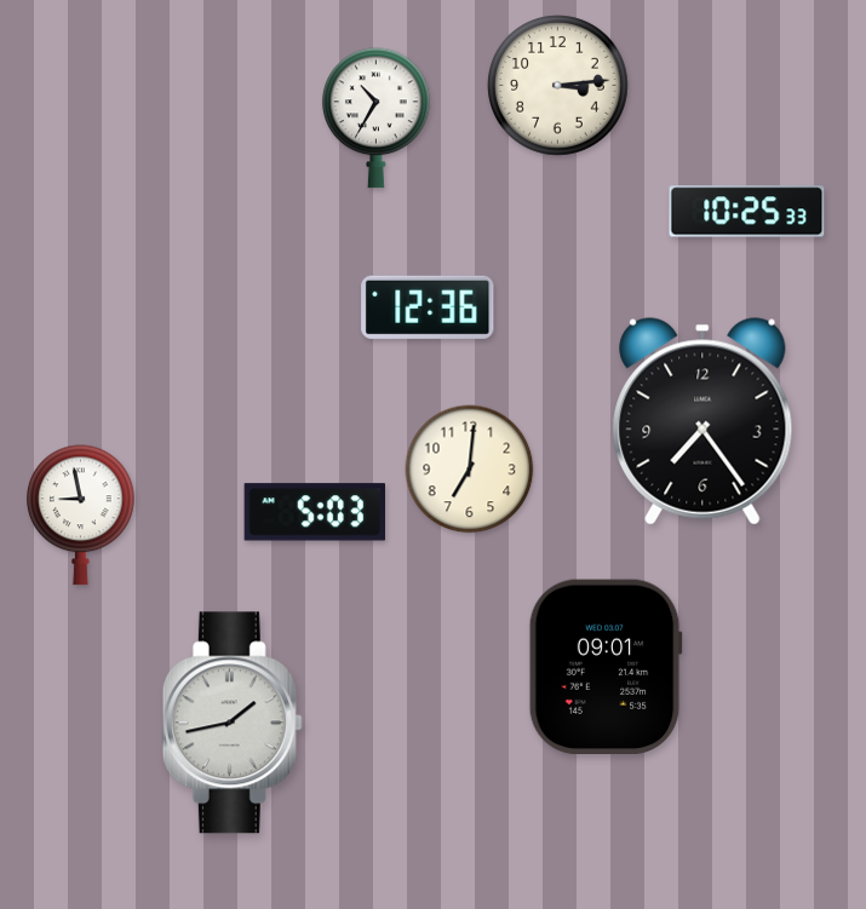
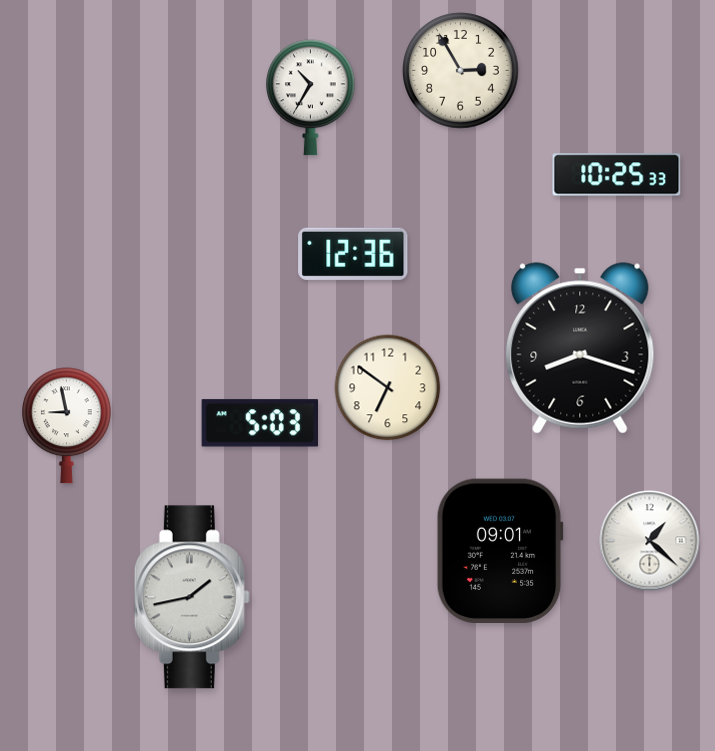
clock at (558, 86): 3:14 -> 2:55
clock at (702, 421): 7:24 -> 8:18
clock at (470, 470): 7:01 -> 6:51
clock at (650, 541): none -> 1:22
